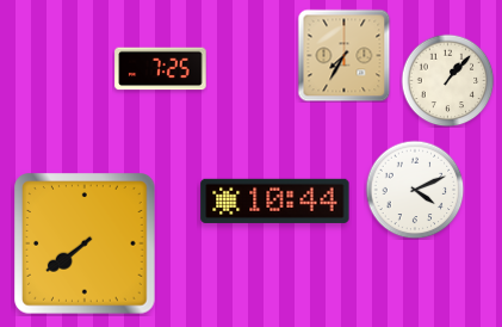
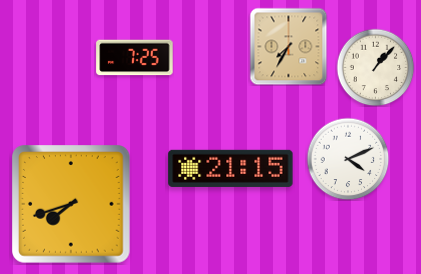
clock at (275, 200): 10:44 -> 21:15
clock at (85, 243): 7:39 -> 7:42
